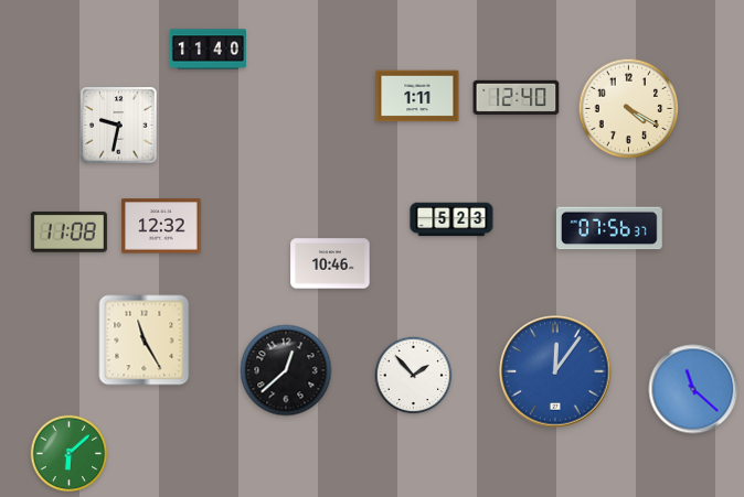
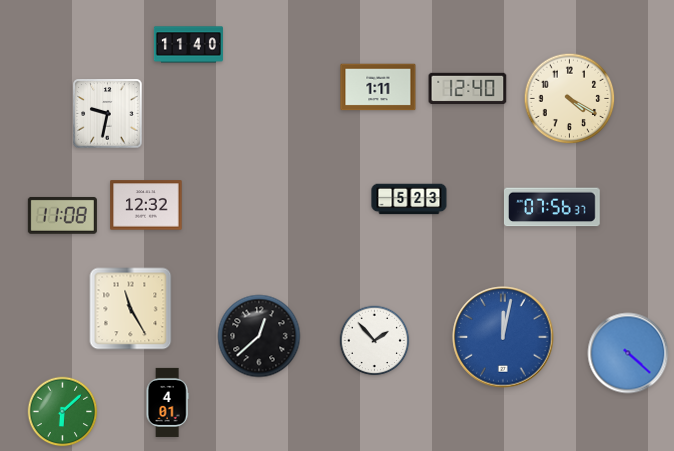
clock at (68, 231) position: (68, 231) -> (62, 215)
clock at (330, 263): 10:46 -> none
clock at (555, 371): 12:06 -> 12:02
clock at (693, 389): 11:22 -> 4:22
clock at (167, 402): none -> 4:01
